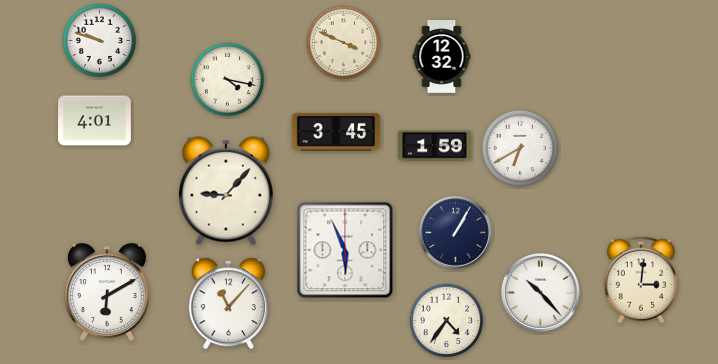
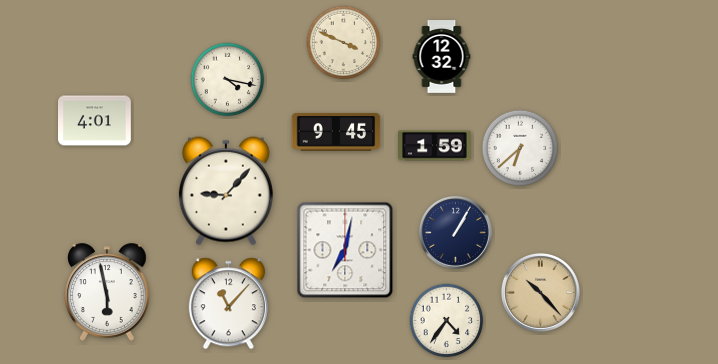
clock at (100, 41): 9:48 -> none
clock at (336, 132): 3:45 -> 9:45
clock at (520, 148): 6:40 -> 6:38
clock at (345, 250): 5:56 -> 7:02
clock at (641, 280): 3:01 -> none
clock at (107, 292): 6:10 -> 5:58
clock at (540, 292) dial: white -> champagne
